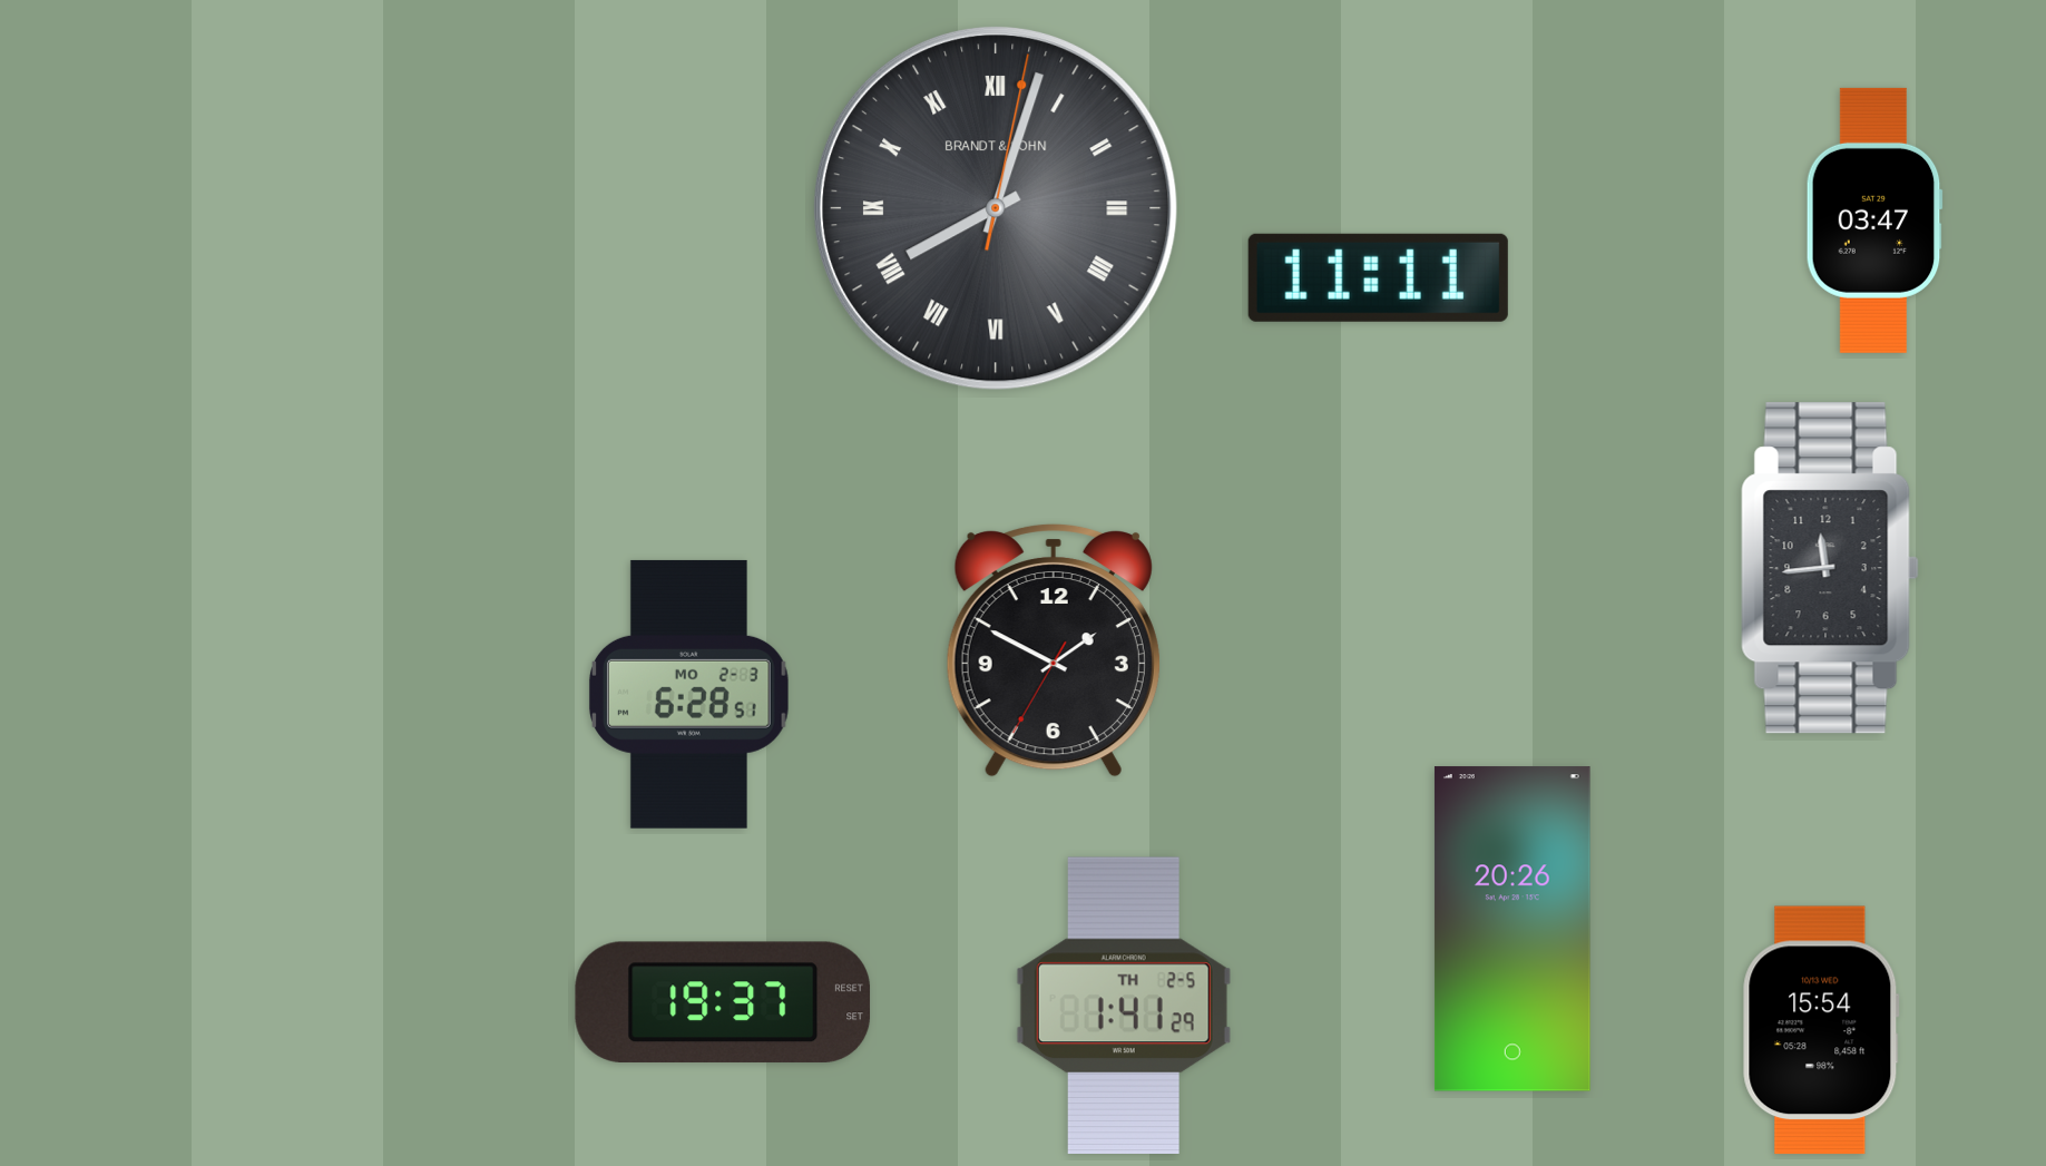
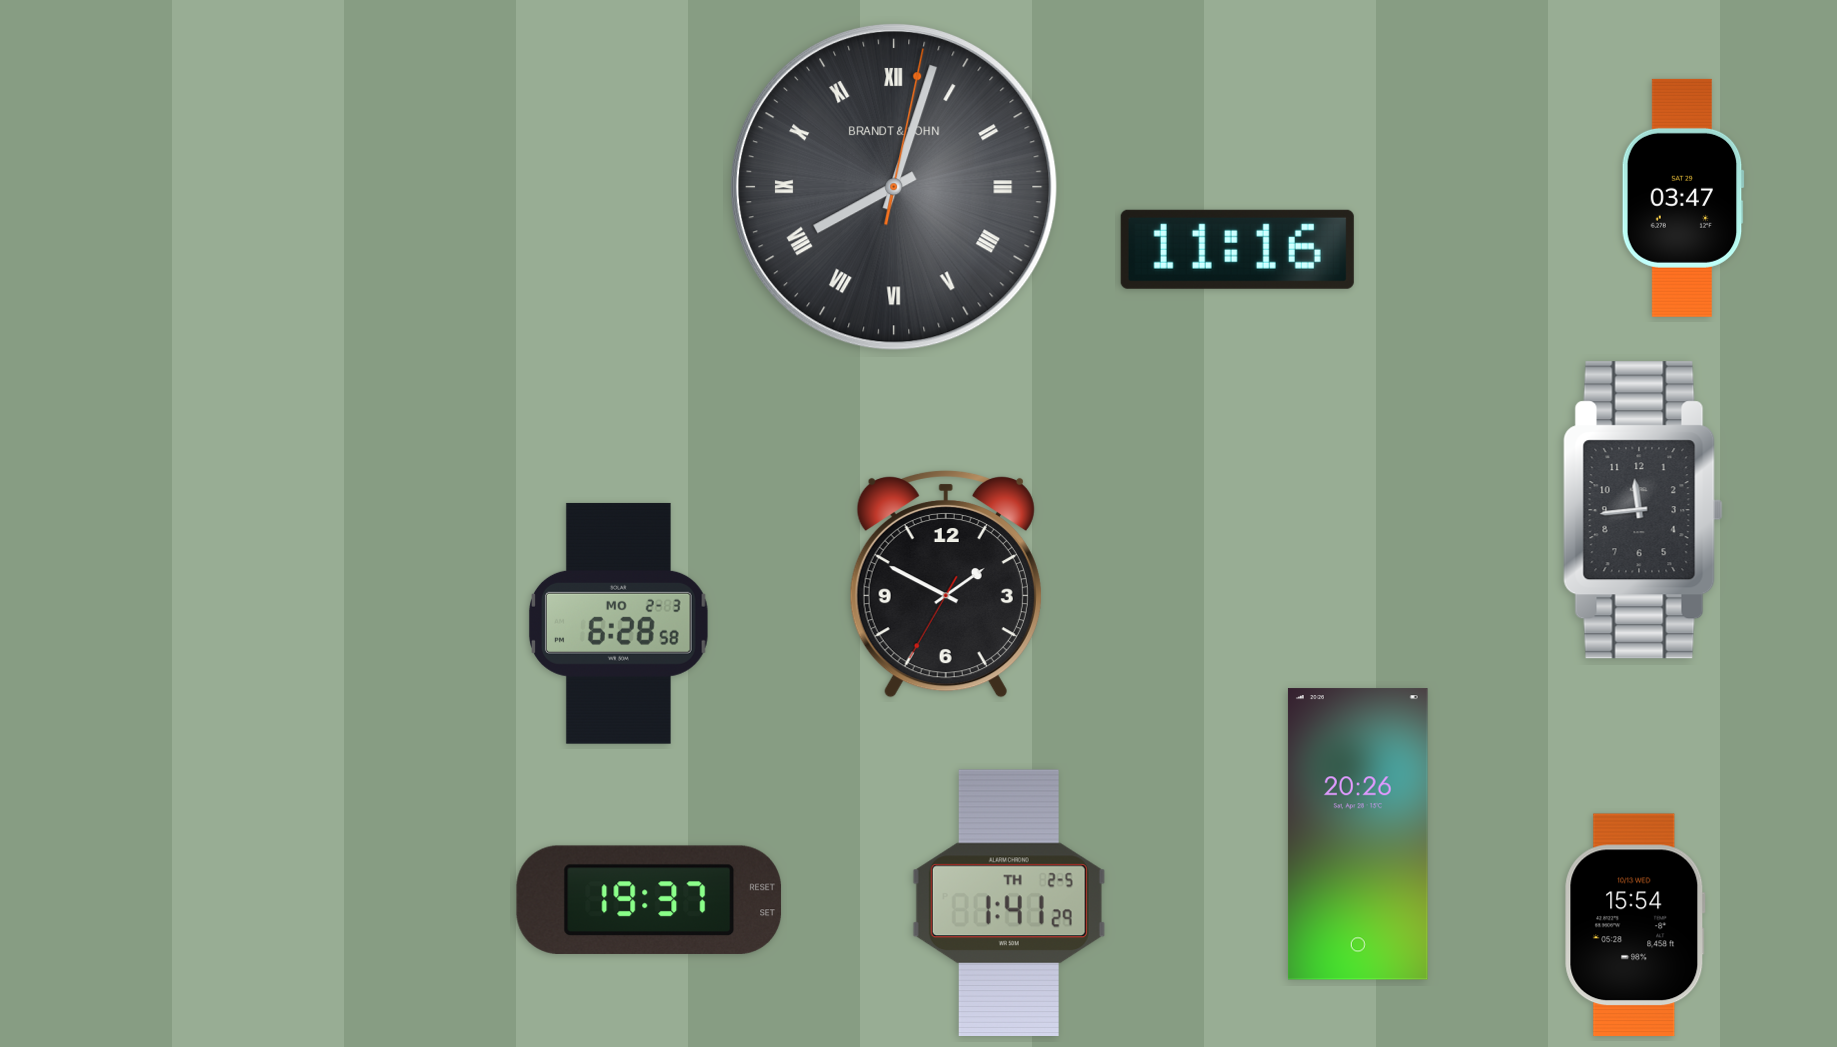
clock at (1378, 277): 11:11 -> 11:16
clock at (688, 694): 6:28:51 -> 6:28:58
